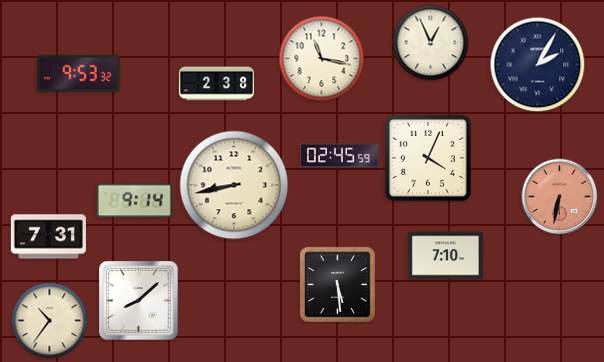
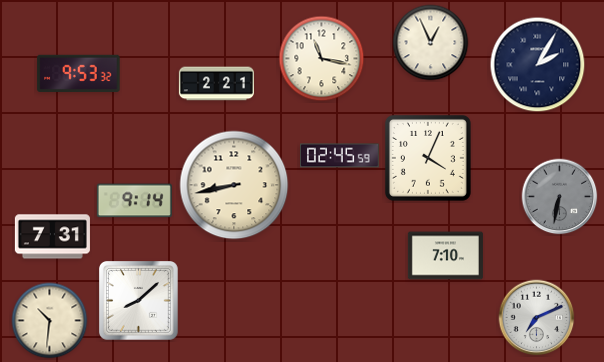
clock at (216, 84): 2:38 -> 2:21
clock at (560, 197) dial: salmon -> grey
clock at (48, 237) position: (48, 237) -> (52, 237)
clock at (337, 284): 5:29 -> none
clock at (537, 318): none -> 7:11
clock at (50, 321): 10:36 -> 10:31
